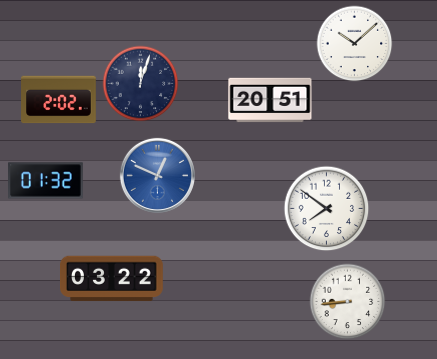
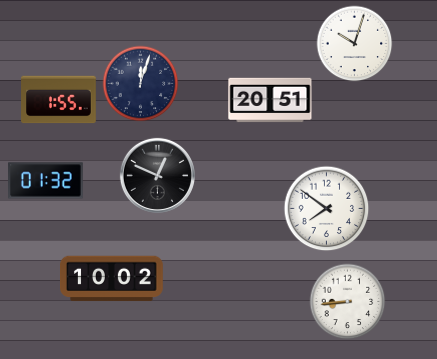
clock at (355, 44): 10:08 -> 10:03
clock at (59, 100): 2:02 -> 1:55
clock at (157, 175) dial: blue -> black
clock at (112, 279): 03:22 -> 10:02
